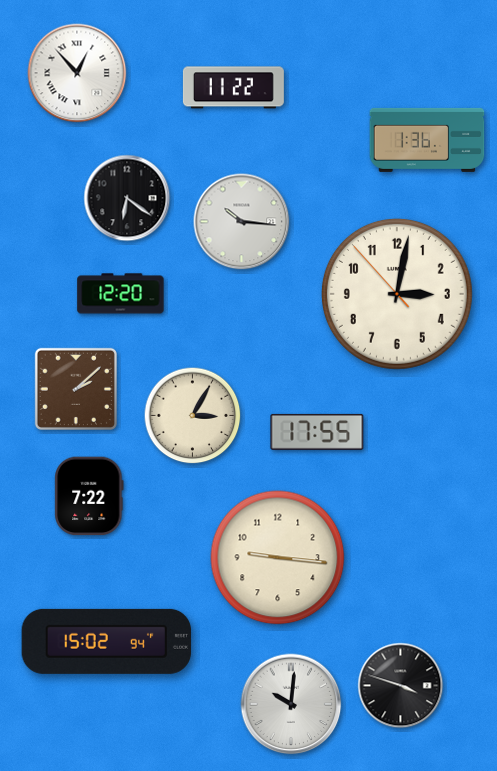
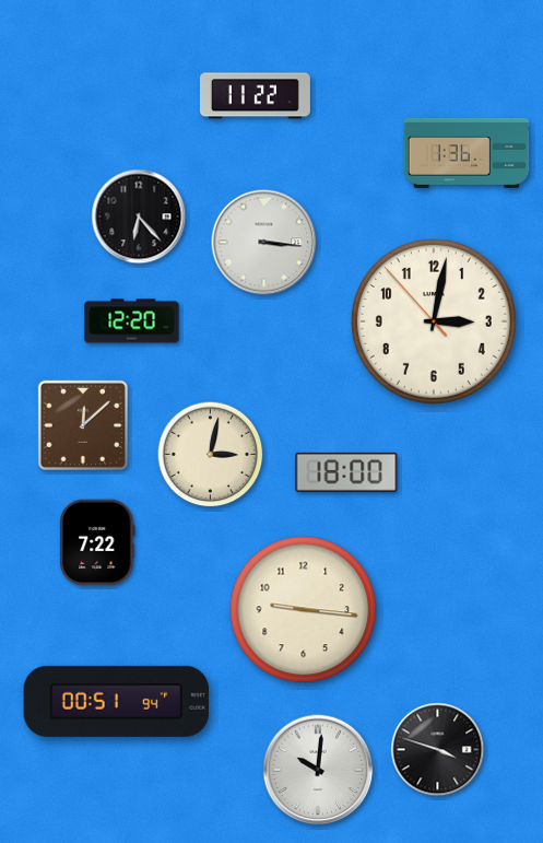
clock at (77, 73): 12:53 -> none
clock at (127, 198): 6:21 -> 6:23
clock at (242, 222): 10:16 -> 3:16
clock at (76, 389): 2:08 -> 12:08
clock at (193, 416): 3:05 -> 3:02
clock at (317, 432): 17:55 -> 18:00
clock at (107, 641): 15:02 -> 00:51
